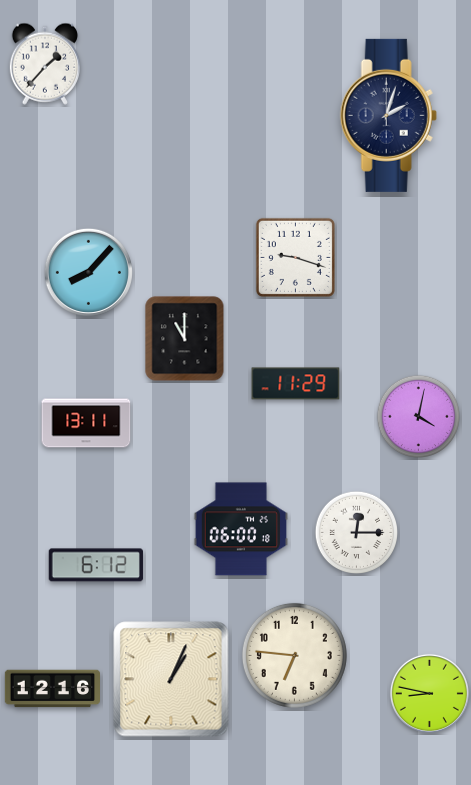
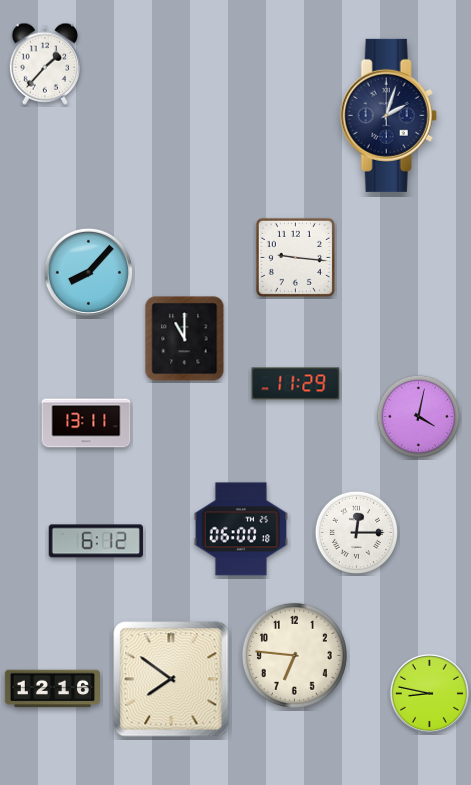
clock at (295, 257): 9:18 -> 9:16
clock at (96, 565) position: (96, 565) -> (96, 541)
clock at (171, 679): 1:04 -> 7:51
